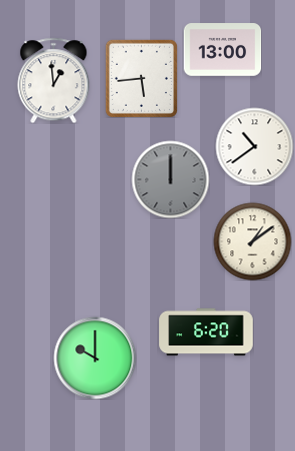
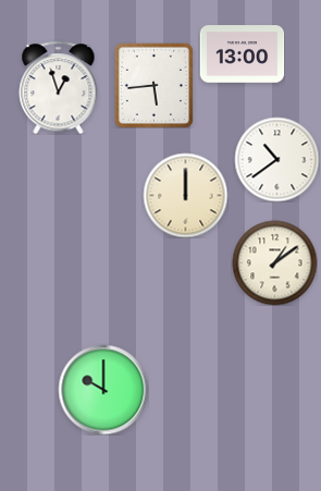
clock at (54, 80): 12:59 -> 12:57
clock at (170, 179) dial: grey -> cream
clock at (206, 332): 6:20 -> none
